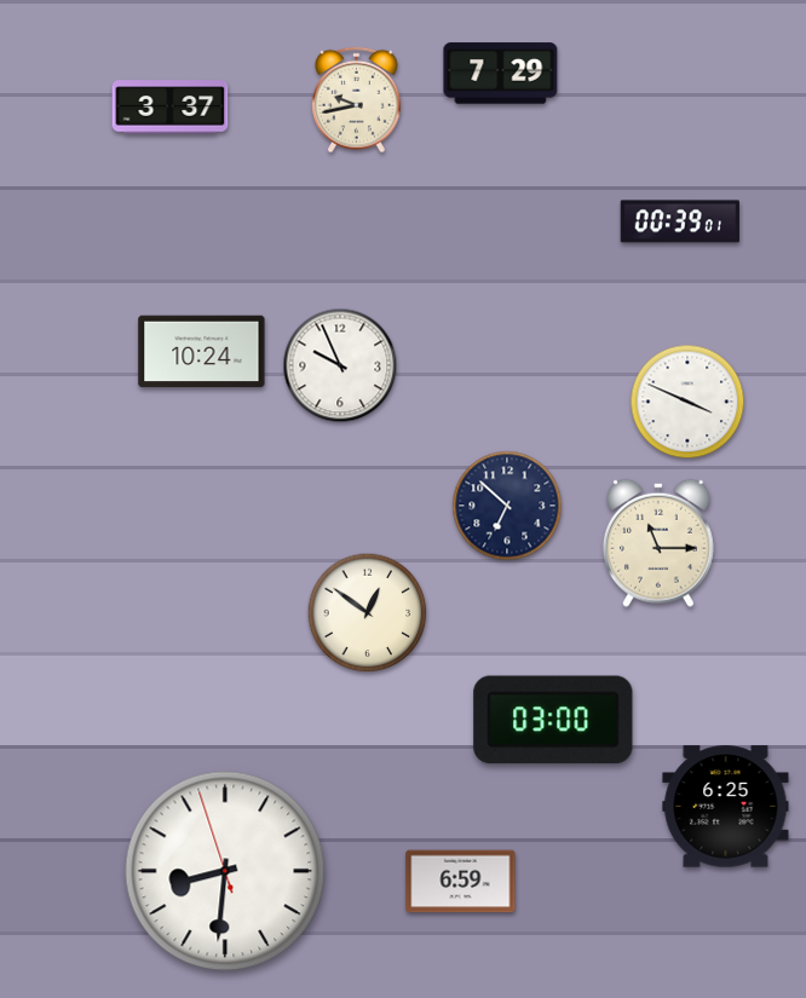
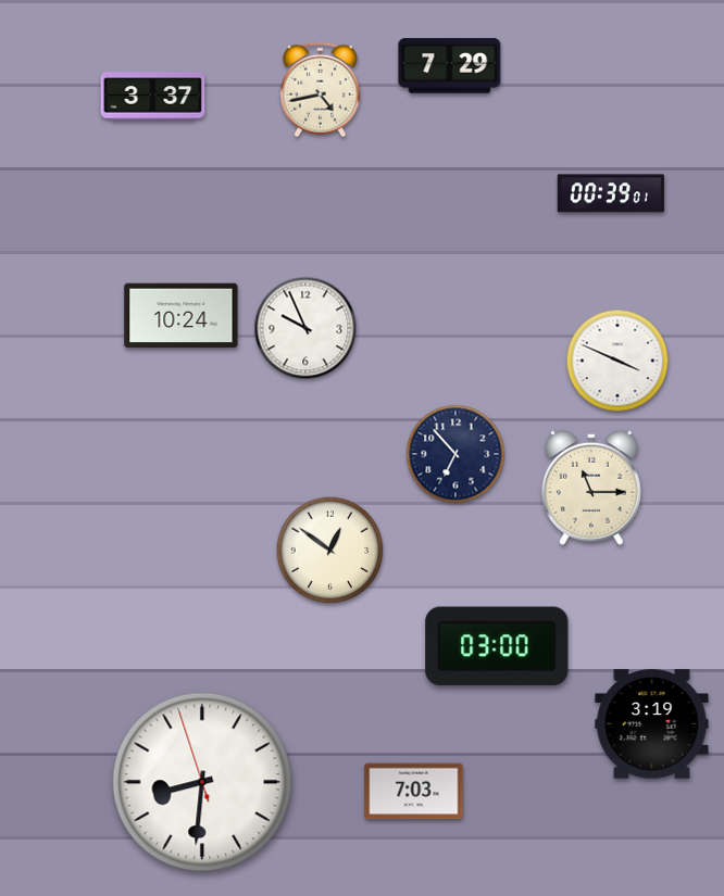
clock at (357, 100): 9:43 -> 4:43
clock at (680, 221) position: (680, 221) -> (611, 193)
clock at (507, 506): 6:52 -> 6:53
clock at (726, 807): 6:25 -> 3:19
clock at (461, 882): 6:59 -> 7:03
